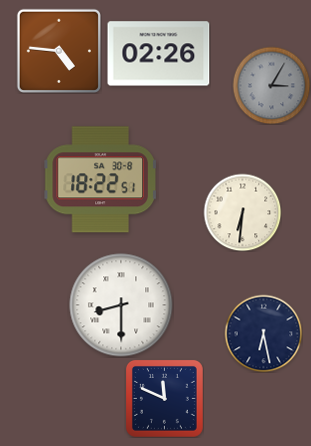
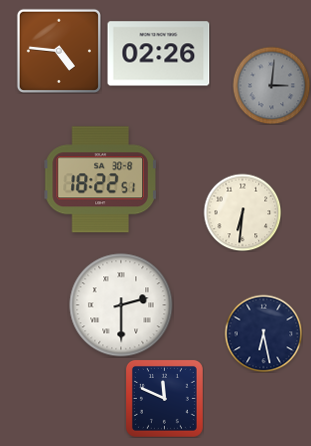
clock at (271, 85): 3:05 -> 3:01
clock at (121, 305): 8:30 -> 2:30
